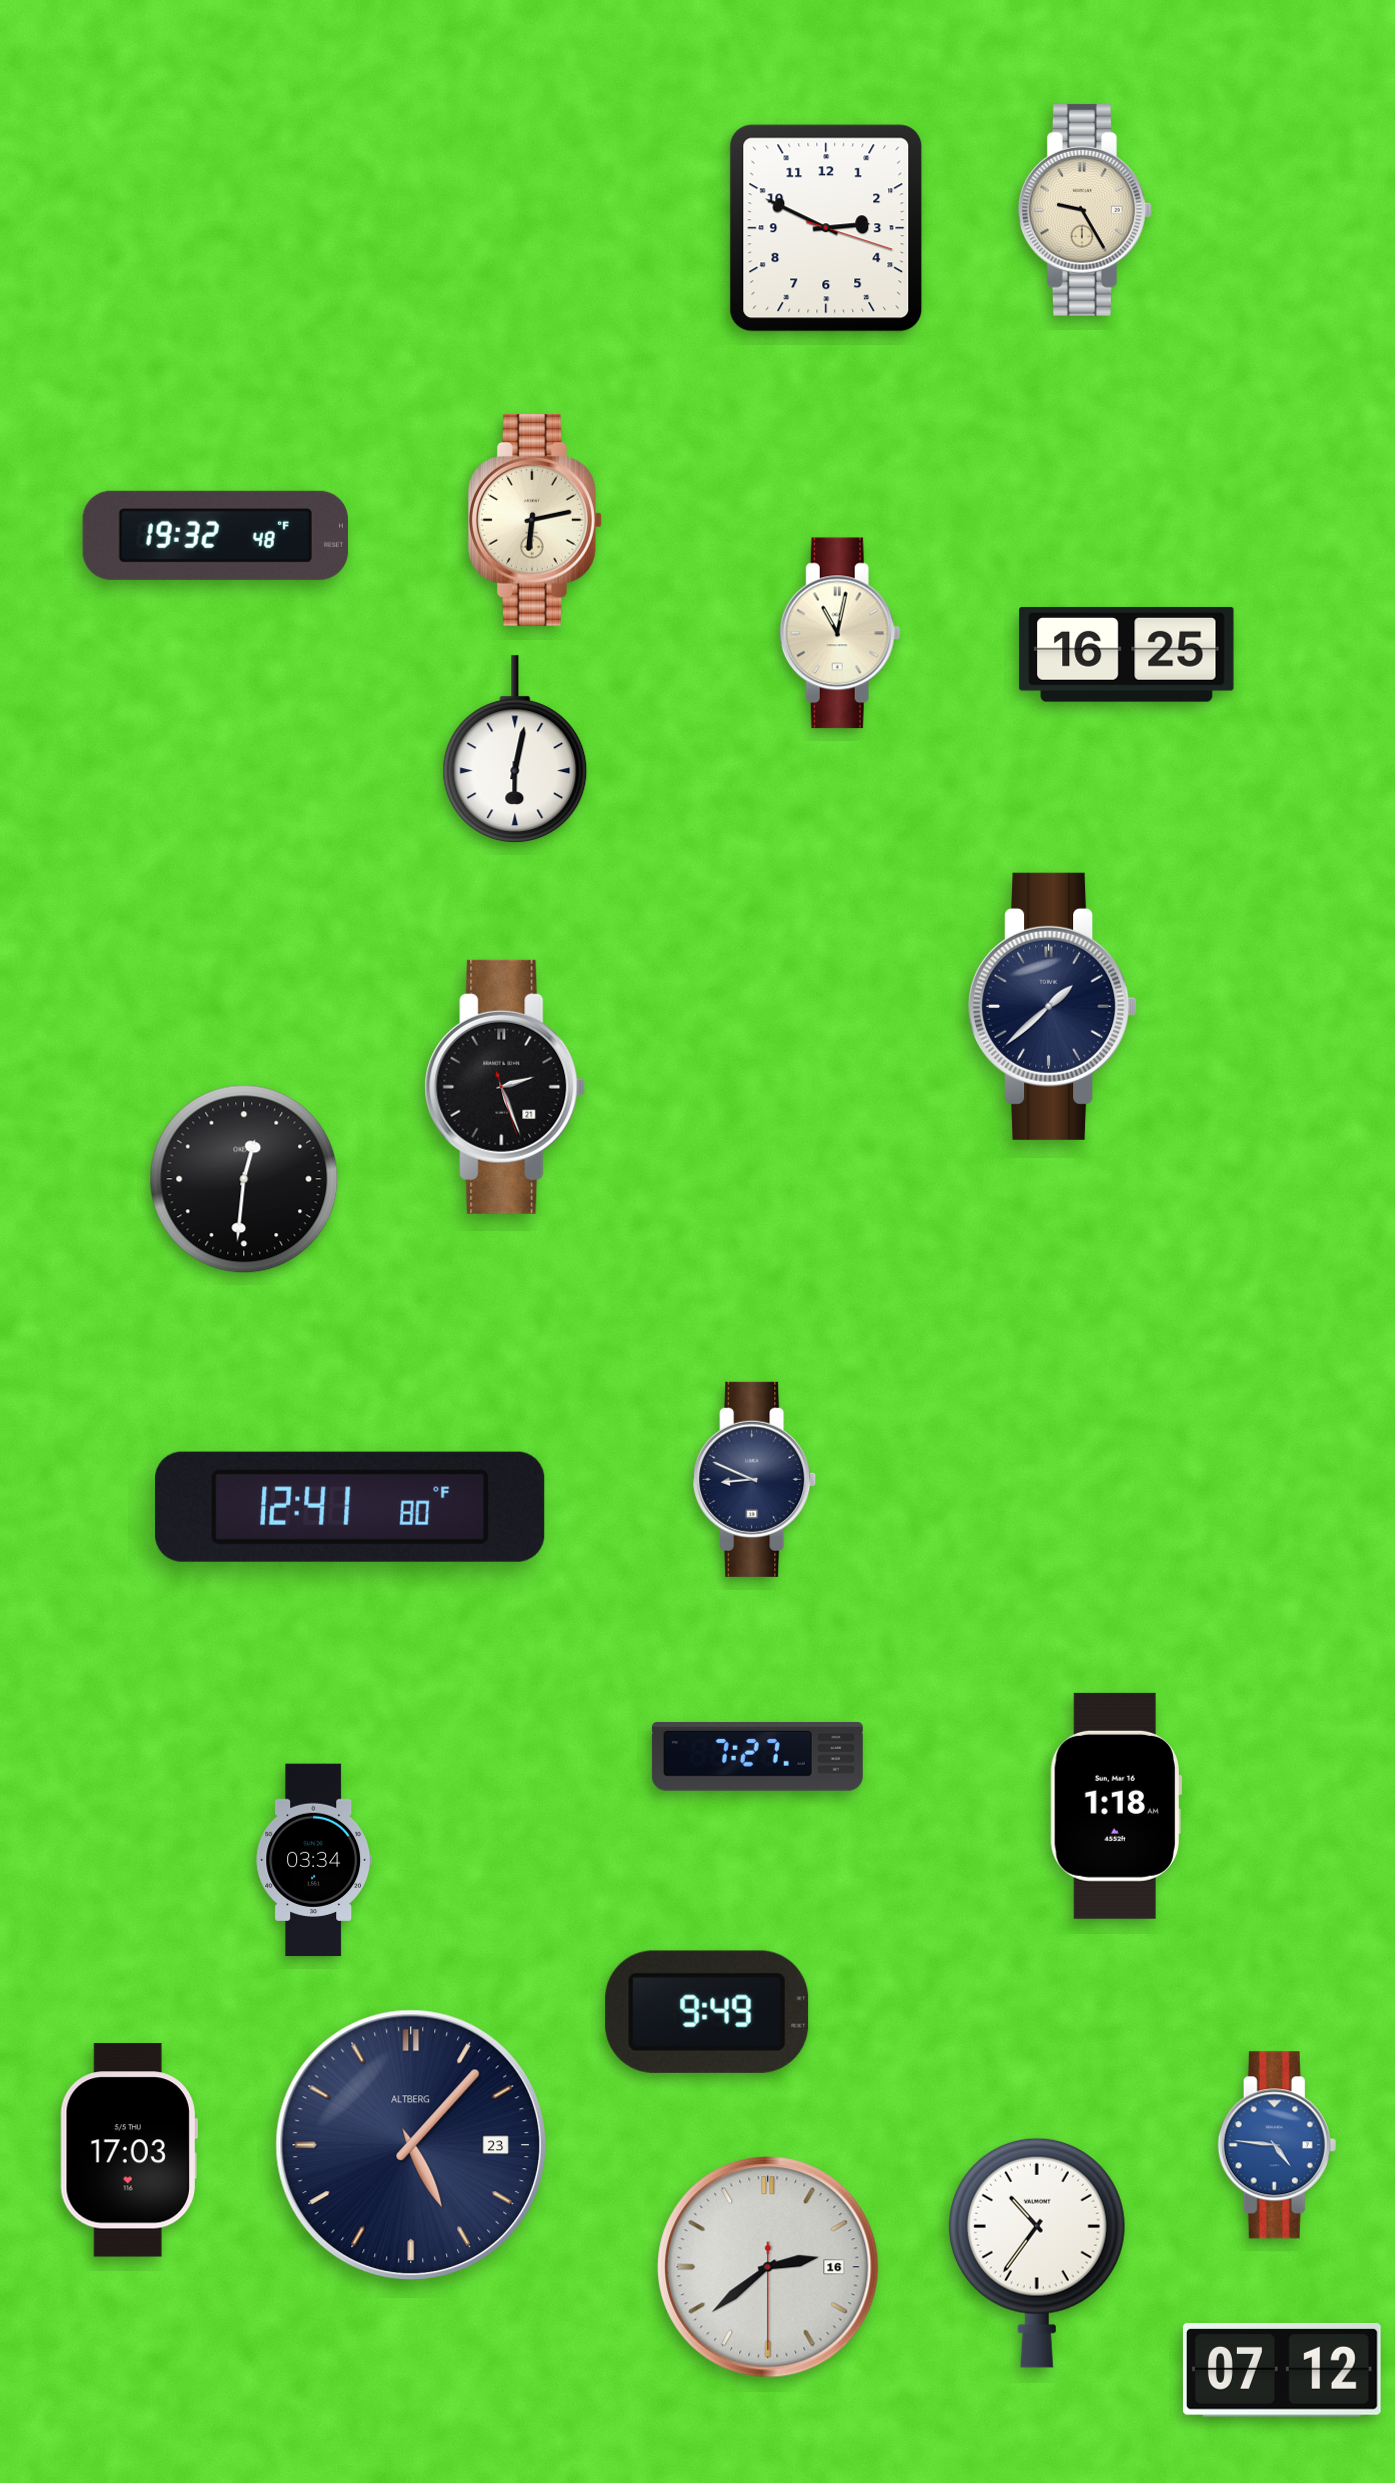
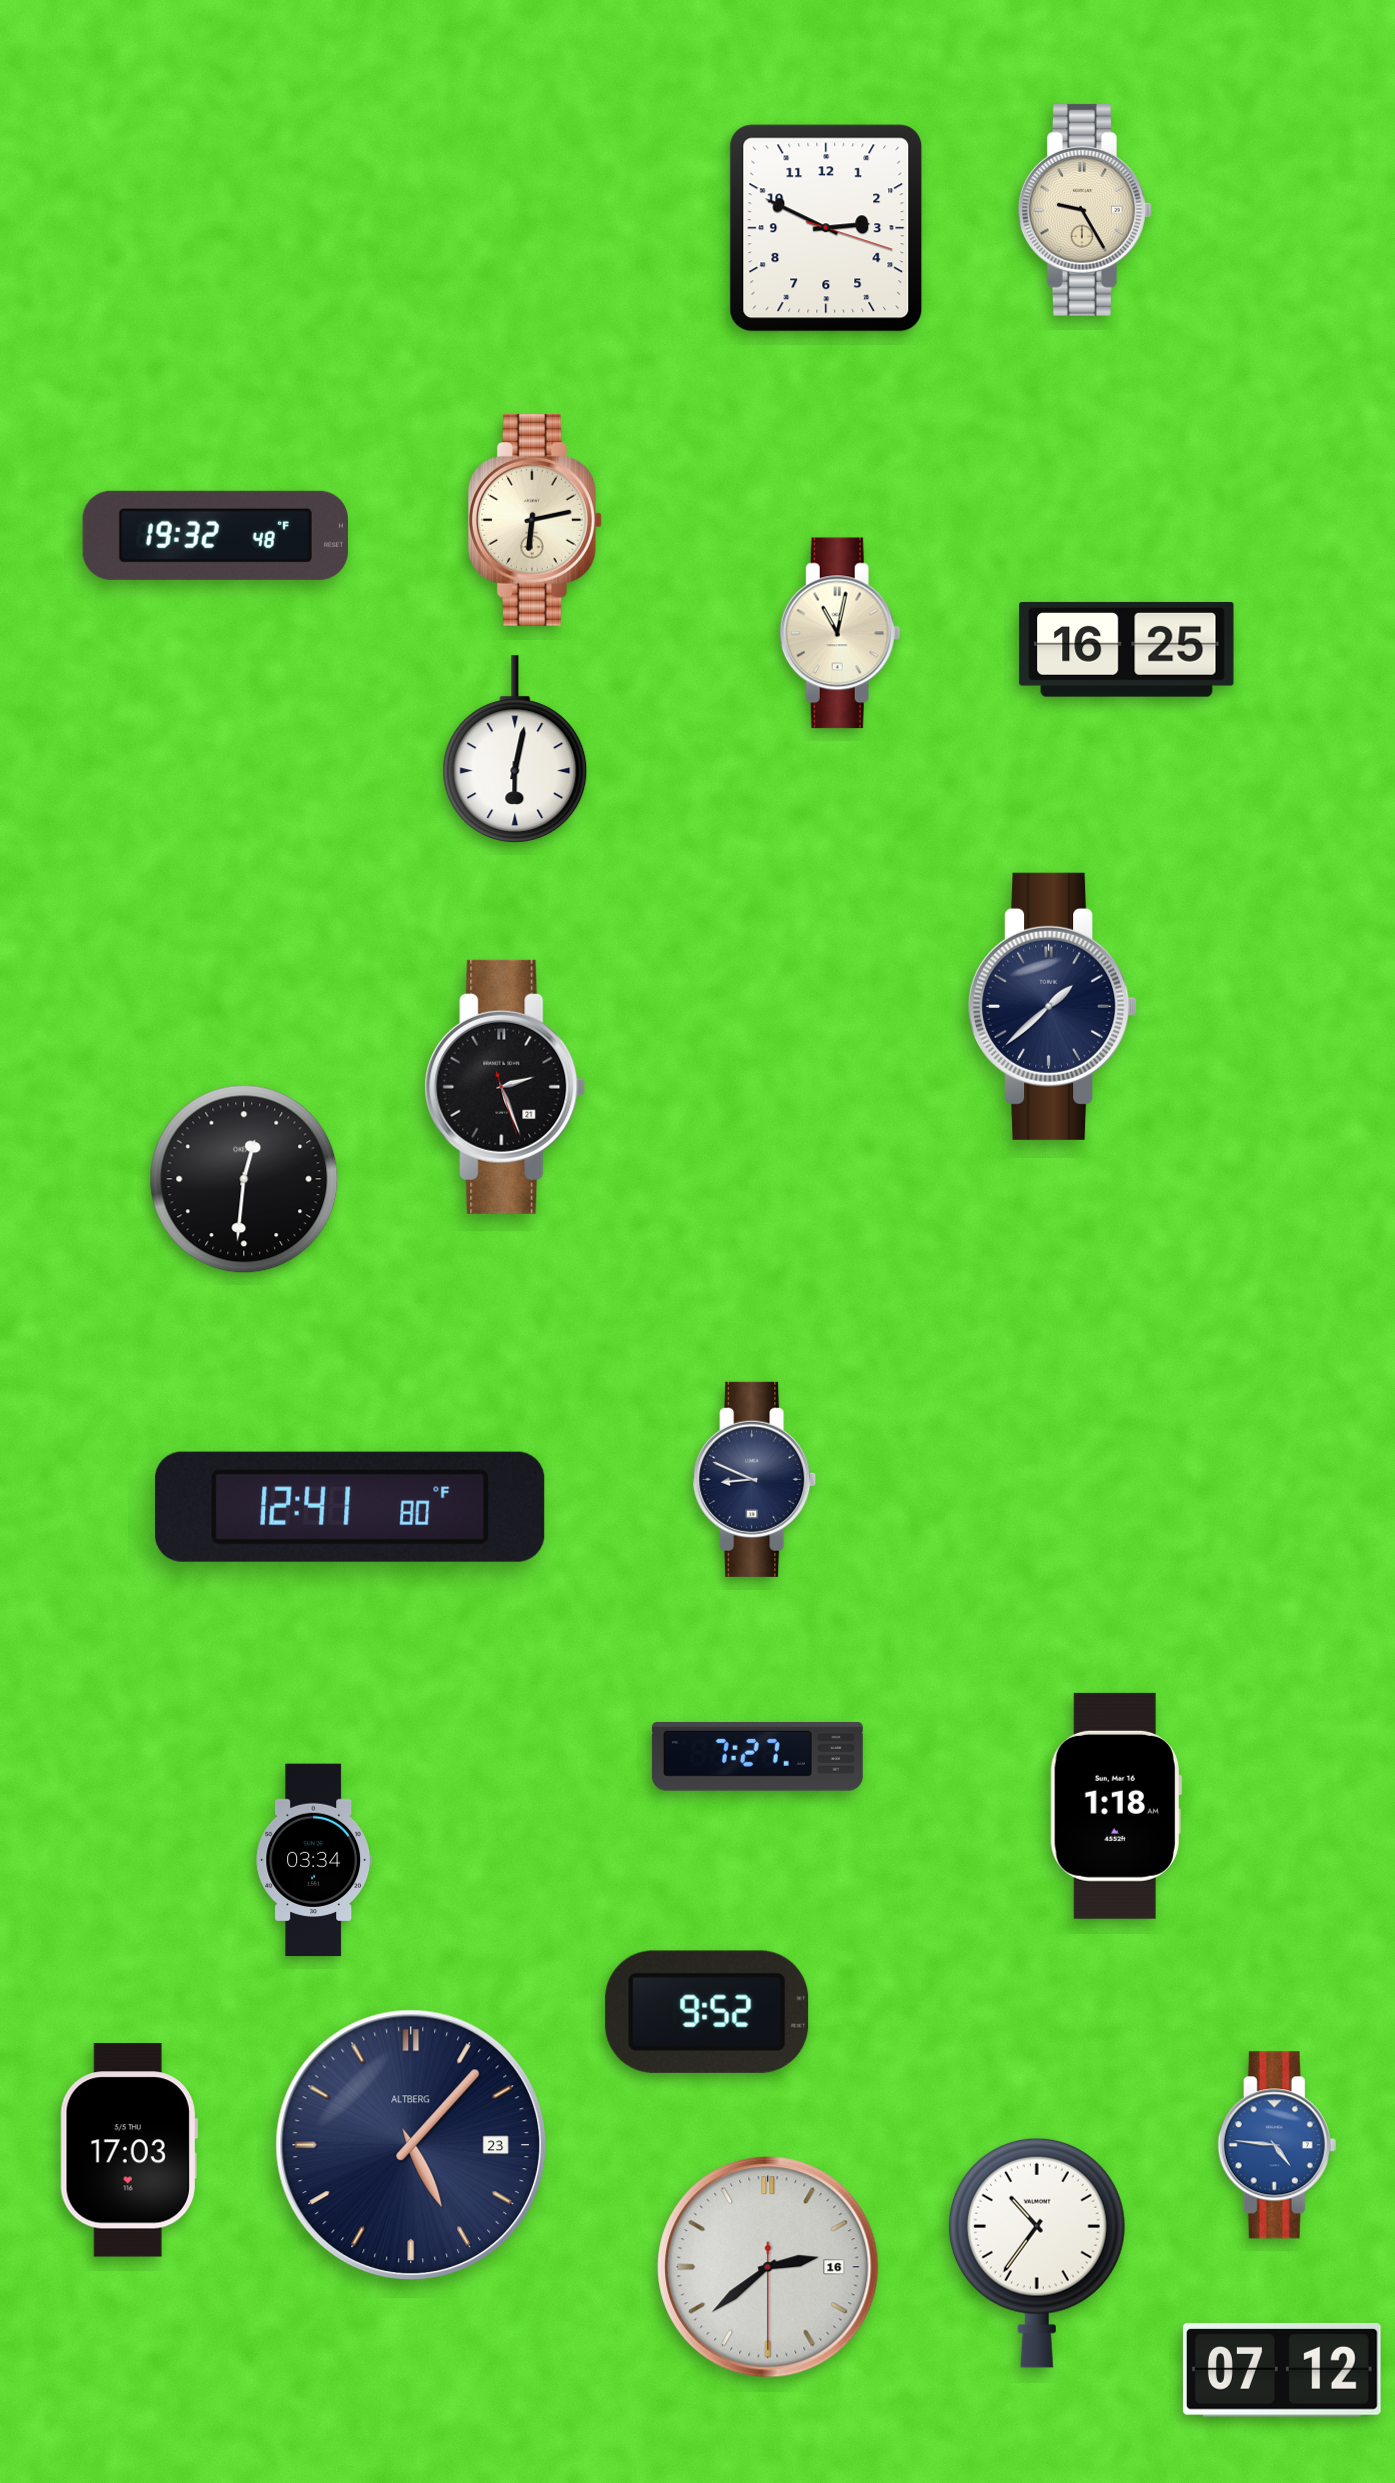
clock at (1127, 654) position: (1127, 654) -> (1127, 649)
clock at (707, 2012): 9:49 -> 9:52
